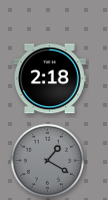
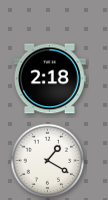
clock at (48, 161) dial: grey -> white
